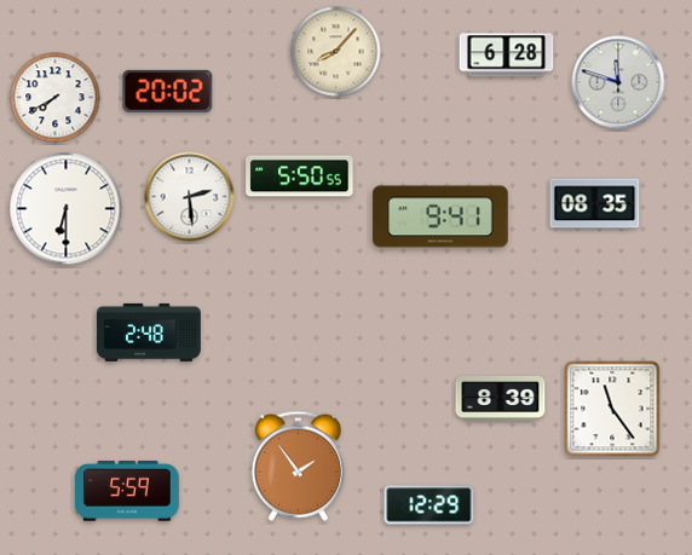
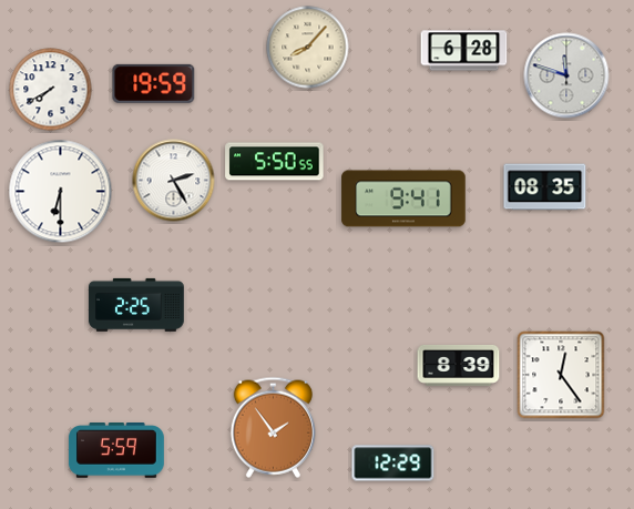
clock at (168, 91): 20:02 -> 19:59
clock at (190, 197): 2:29 -> 2:25
clock at (149, 333): 2:48 -> 2:25
clock at (612, 409): 11:24 -> 12:24
